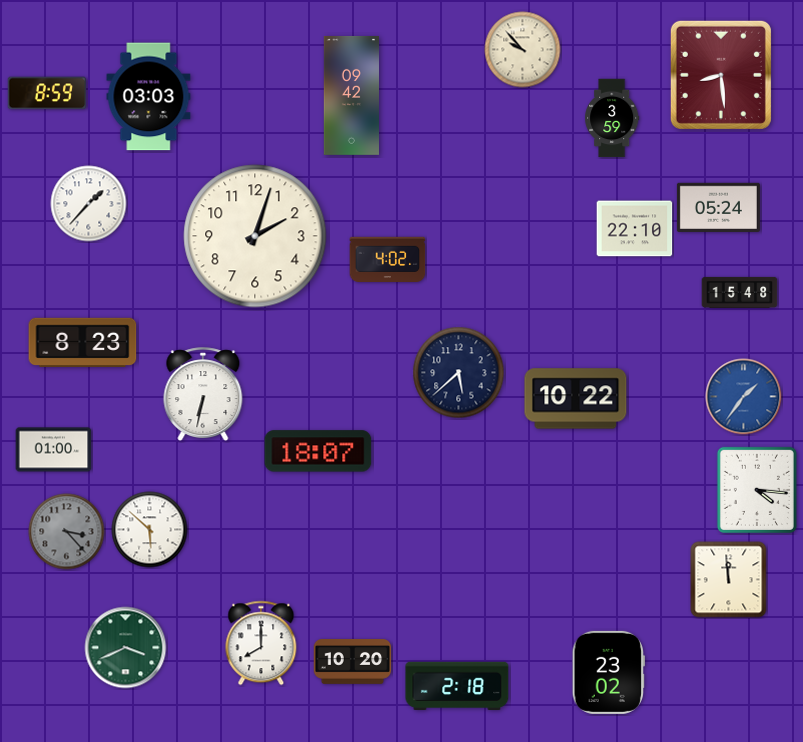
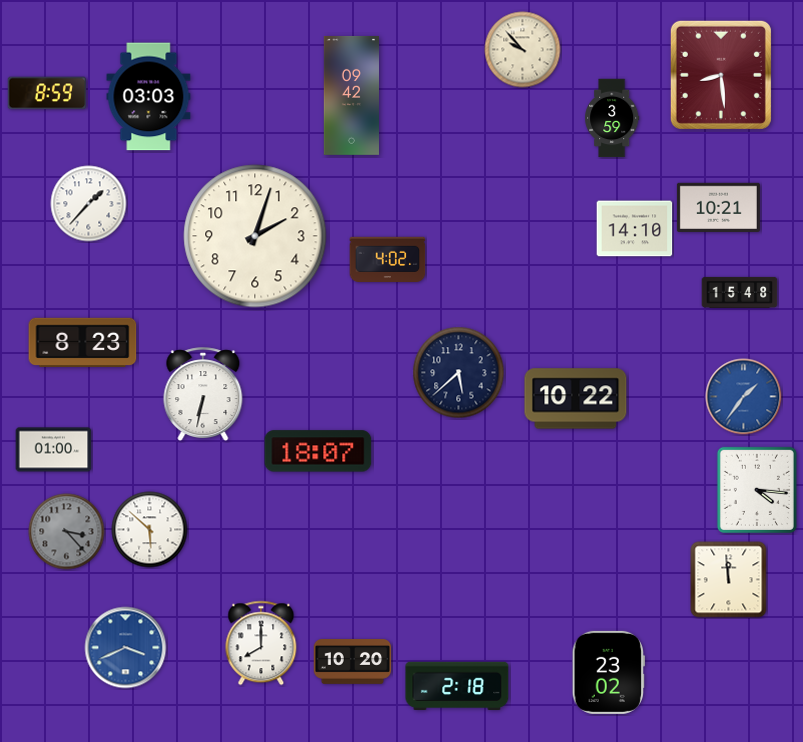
clock at (718, 207): 05:24 -> 10:21
clock at (635, 229): 22:10 -> 14:10
clock at (126, 648) dial: green -> blue
